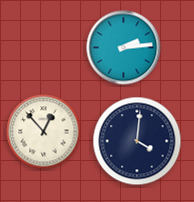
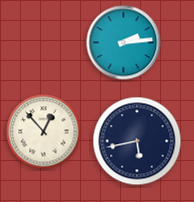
clock at (124, 48) position: (124, 48) -> (124, 43)
clock at (137, 141): 4:01 -> 5:43
